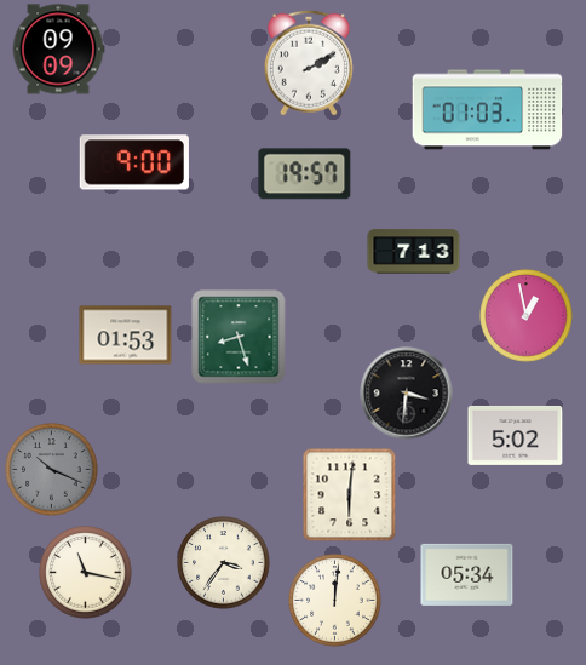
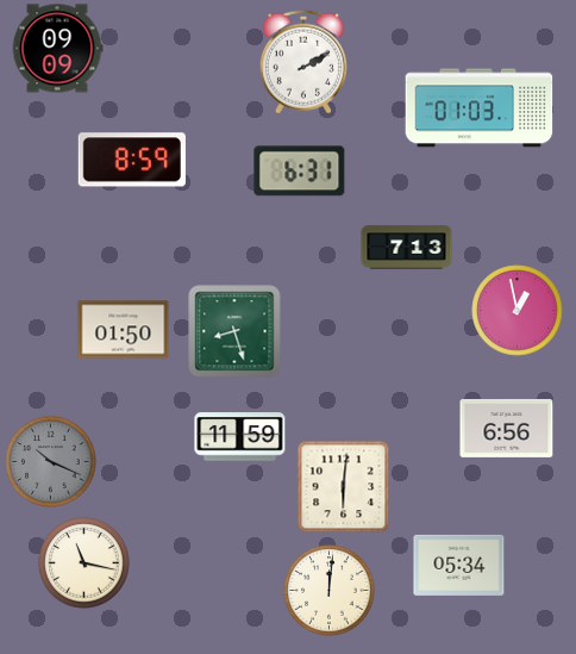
clock at (134, 162): 9:00 -> 8:59
clock at (305, 174): 19:57 -> 6:31
clock at (126, 336): 01:53 -> 01:50
clock at (407, 394): 3:31 -> none
clock at (516, 435): 5:02 -> 6:56
clock at (240, 437): none -> 11:59
clock at (224, 563): 3:36 -> none
